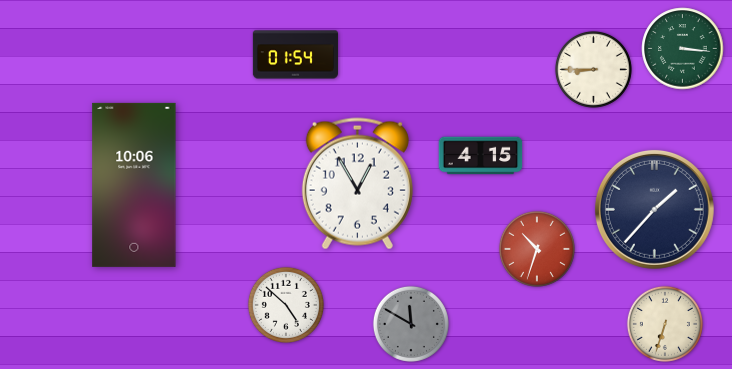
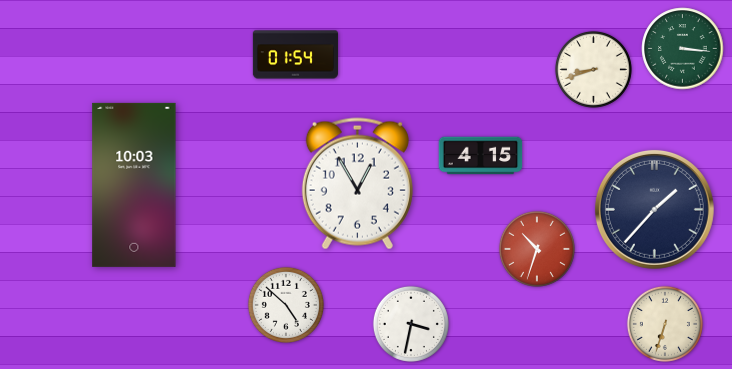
clock at (593, 69): 8:45 -> 8:42
clock at (134, 185): 10:06 -> 10:03
clock at (411, 324): 11:50 -> 3:32
clock at (411, 324) dial: grey -> white
